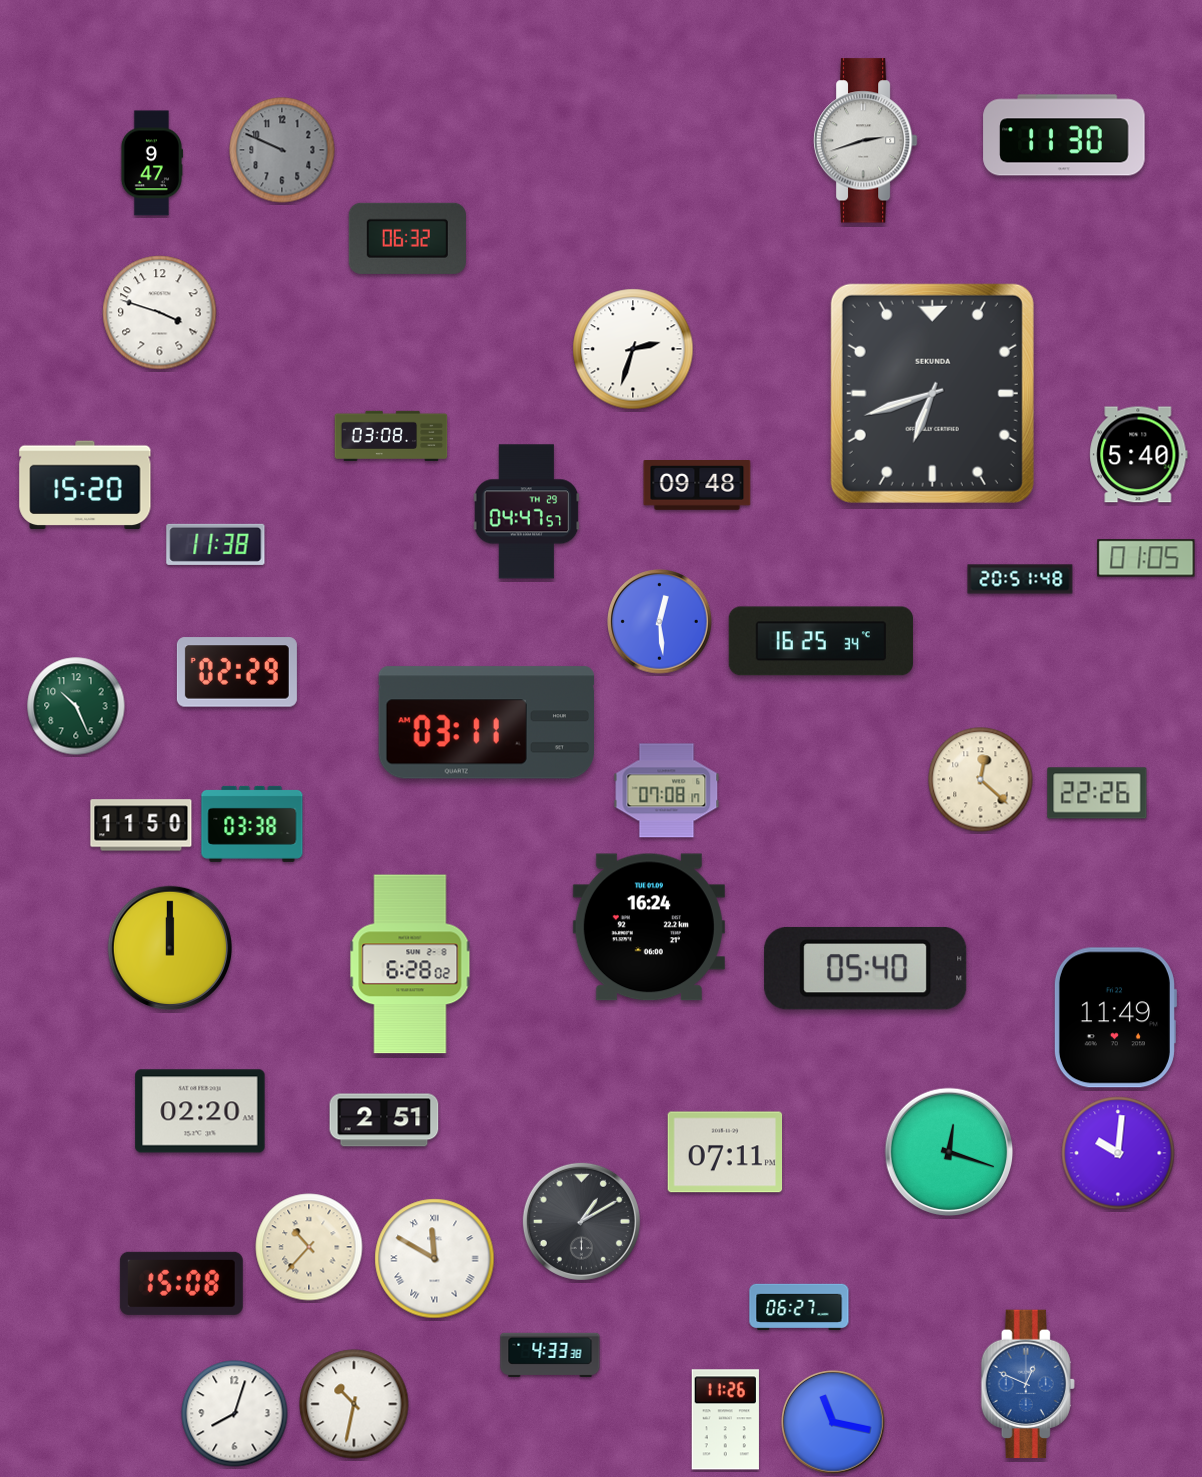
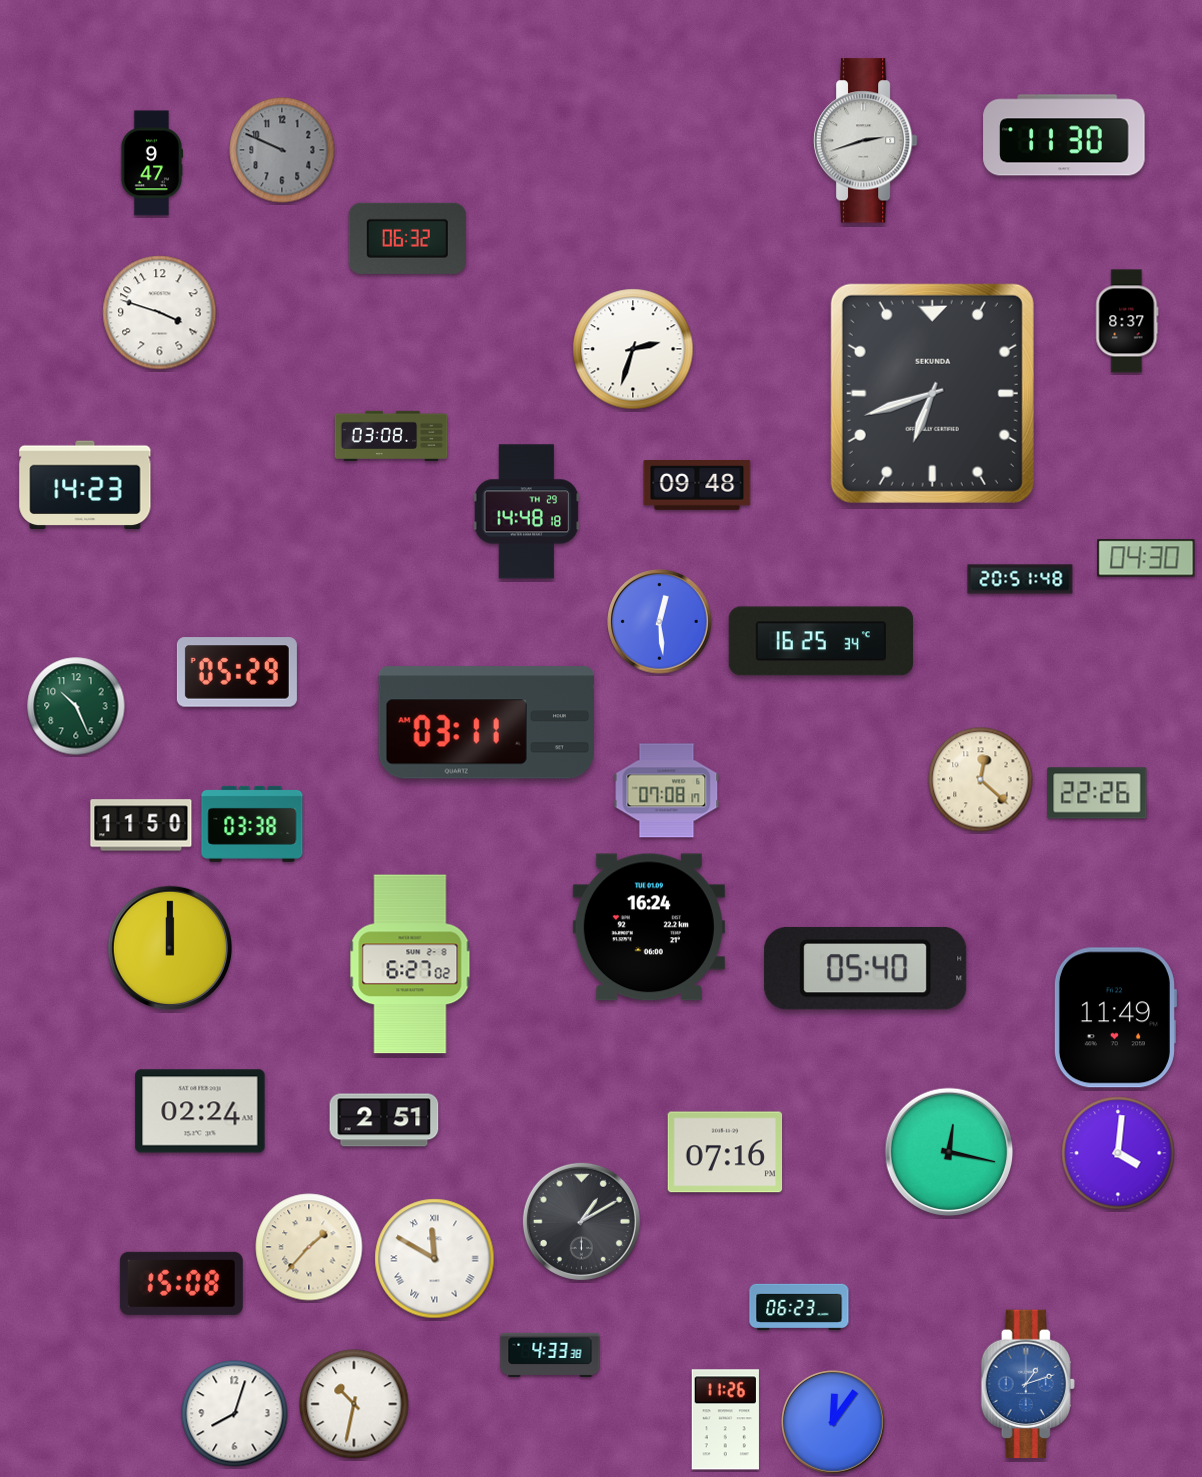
clock at (1127, 321): none -> 8:37
clock at (1139, 455): 5:40 -> none
clock at (85, 485): 15:20 -> 14:23
clock at (527, 512): 04:47 -> 14:48
clock at (216, 544): 11:38 -> none
clock at (1146, 558): 01:05 -> 04:30
clock at (237, 672): 02:29 -> 05:29
clock at (410, 964): 6:28 -> 6:27
clock at (200, 1111): 02:20 -> 02:24
clock at (725, 1152): 07:11 -> 07:16
clock at (949, 1152): 12:18 -> 12:17
clock at (1118, 1153): 10:01 -> 4:01
clock at (309, 1247): 10:37 -> 1:37
clock at (799, 1306): 06:27 -> 06:23
clock at (1028, 1384): 12:49 -> 1:12
clock at (833, 1422): 11:17 -> 12:06
